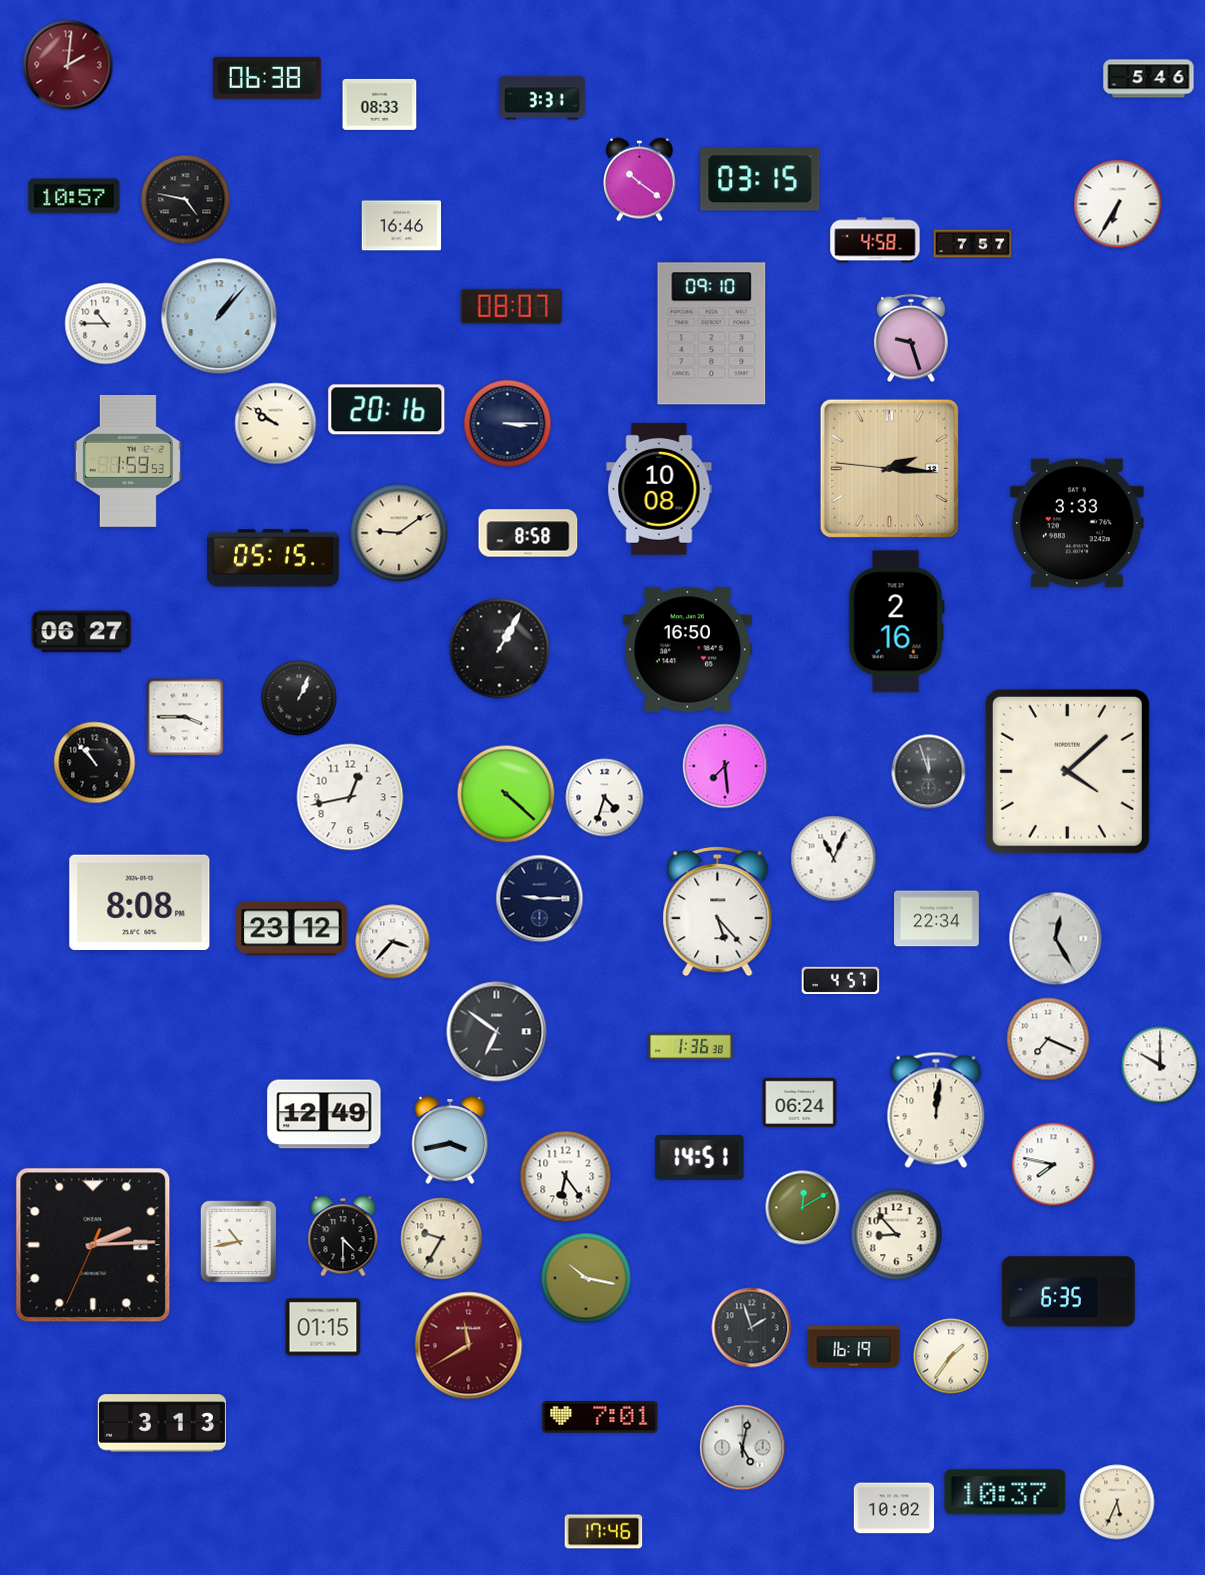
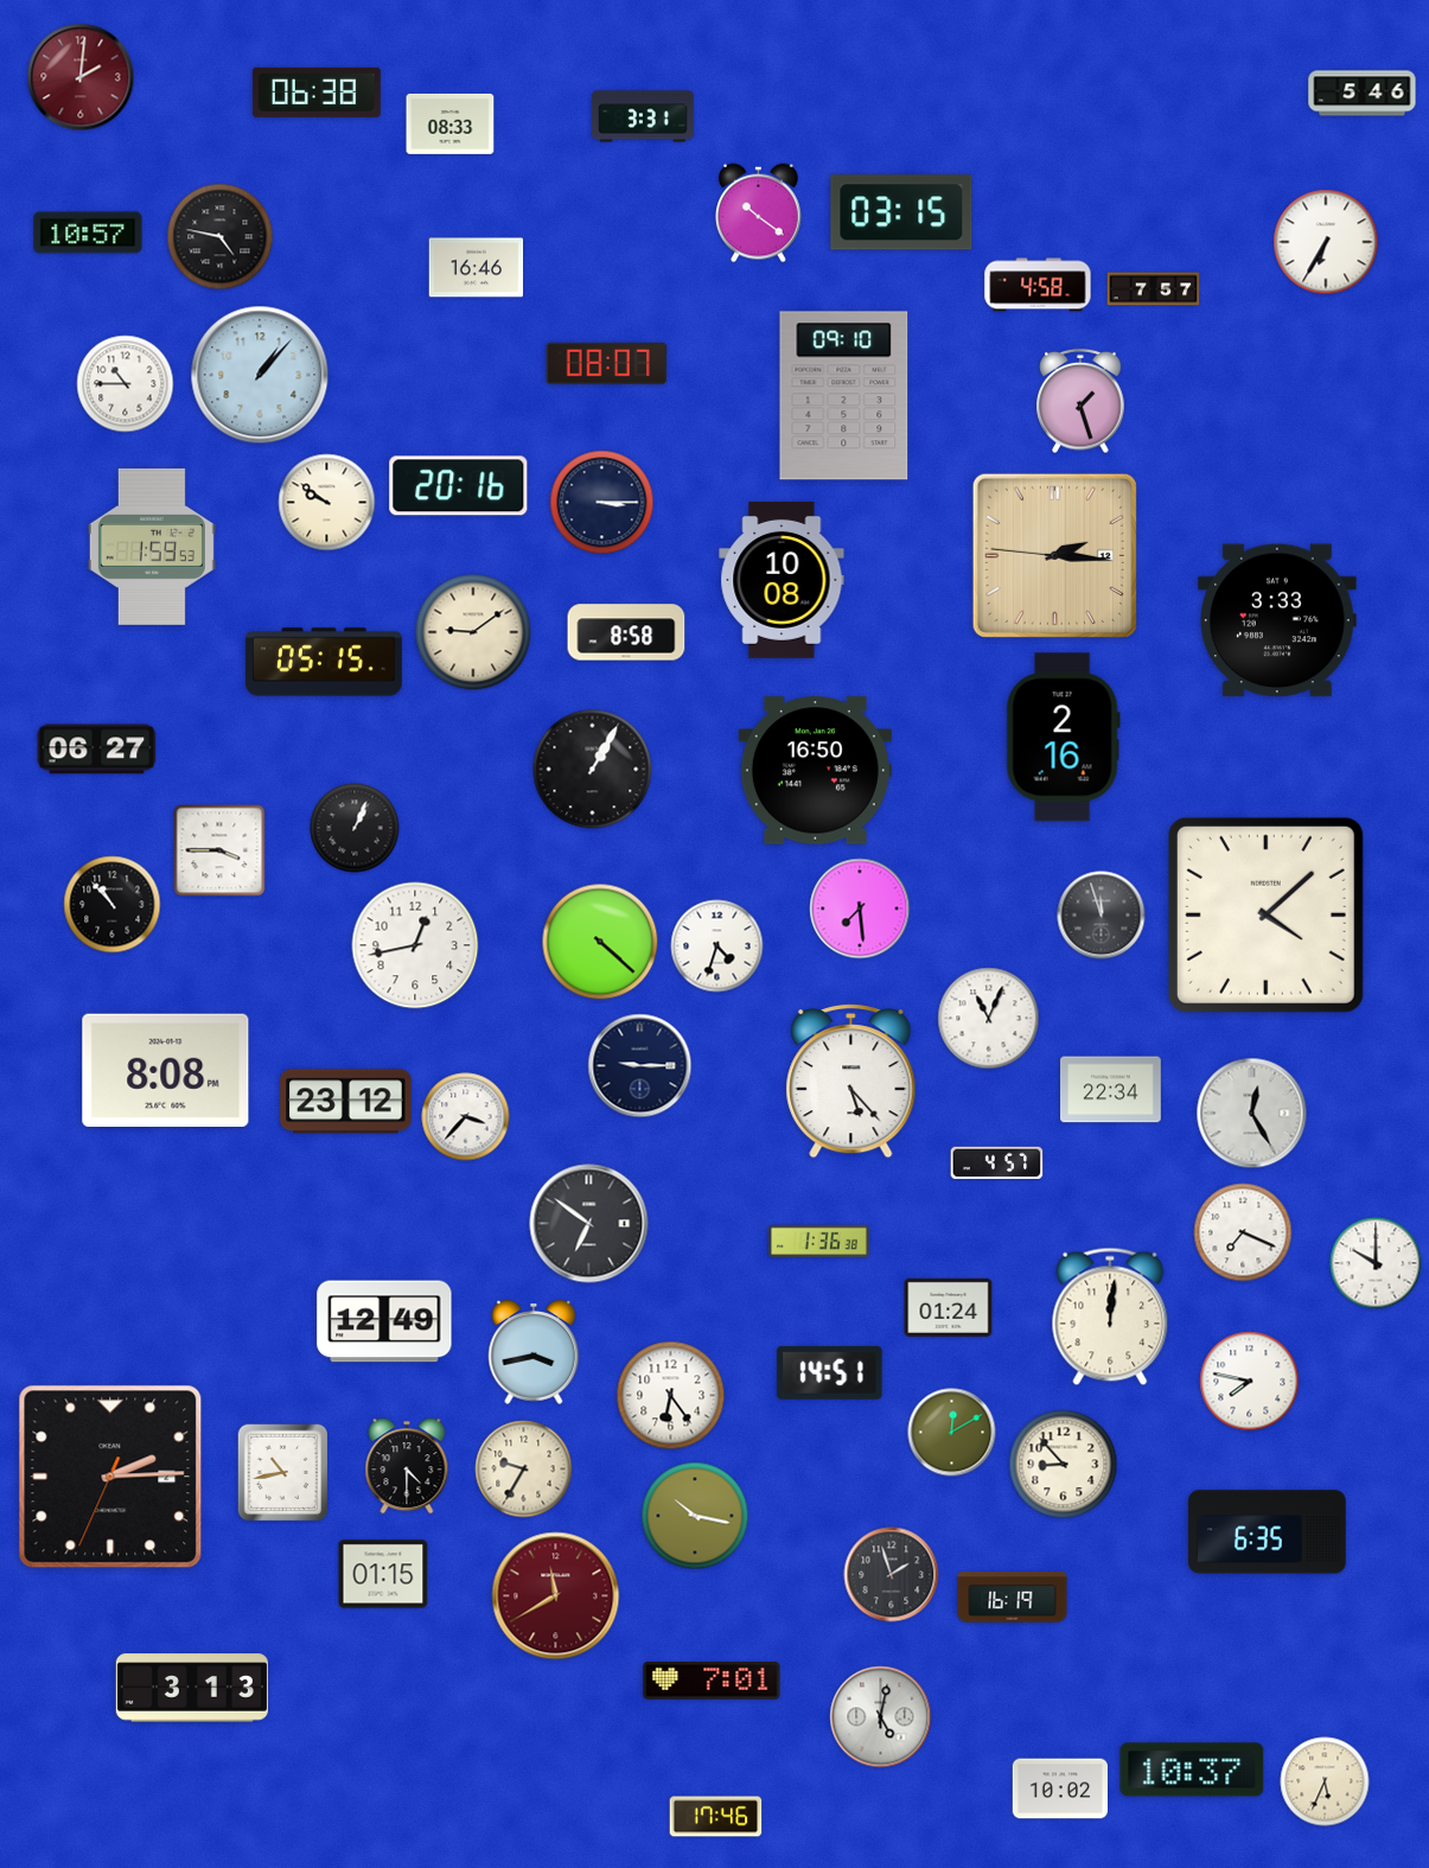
clock at (911, 338): 9:27 -> 1:27
clock at (800, 1102): 06:24 -> 01:24
clock at (951, 1356): 1:36 -> none
